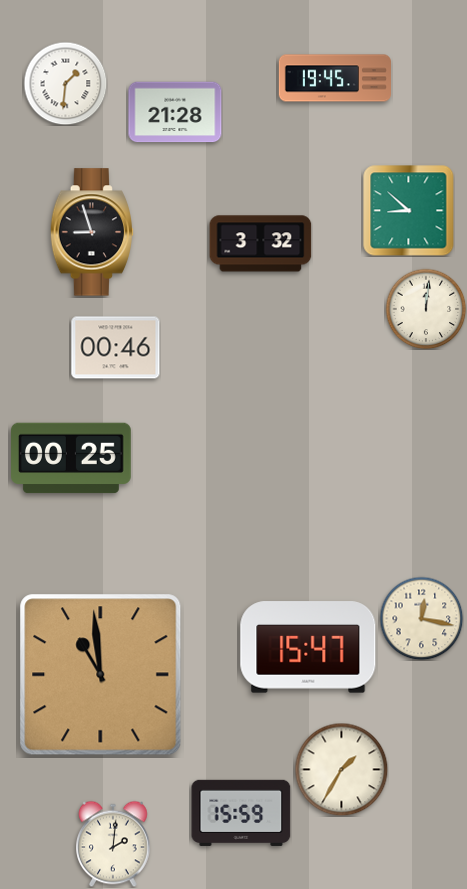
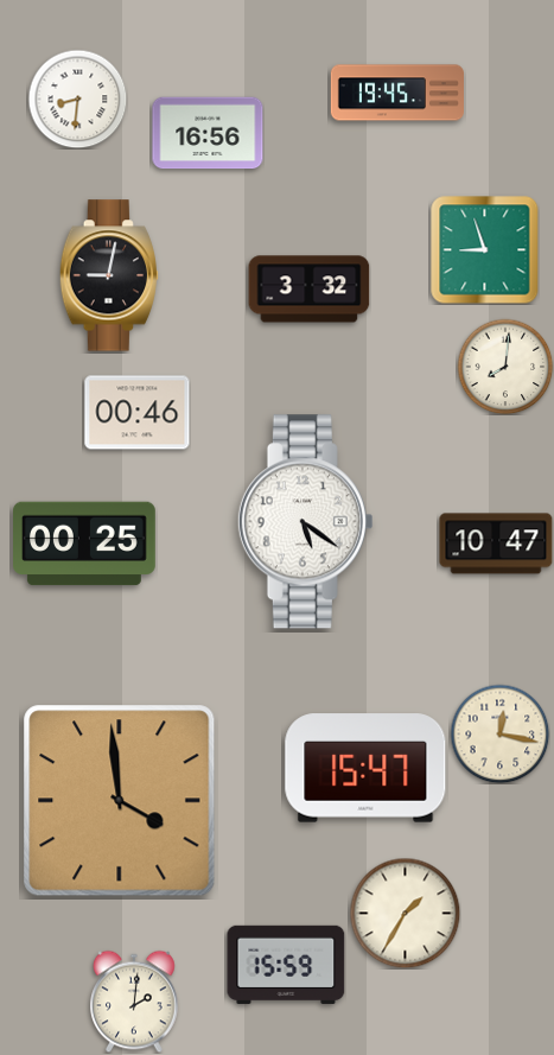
clock at (65, 83): 1:31 -> 8:31
clock at (175, 112): 21:28 -> 16:56
clock at (409, 211): 8:52 -> 8:57
clock at (92, 232): 8:57 -> 9:02
clock at (426, 309): 12:01 -> 8:01
clock at (305, 522): none -> 5:21
clock at (496, 544): none -> 10:47
clock at (101, 675): 10:59 -> 3:59
